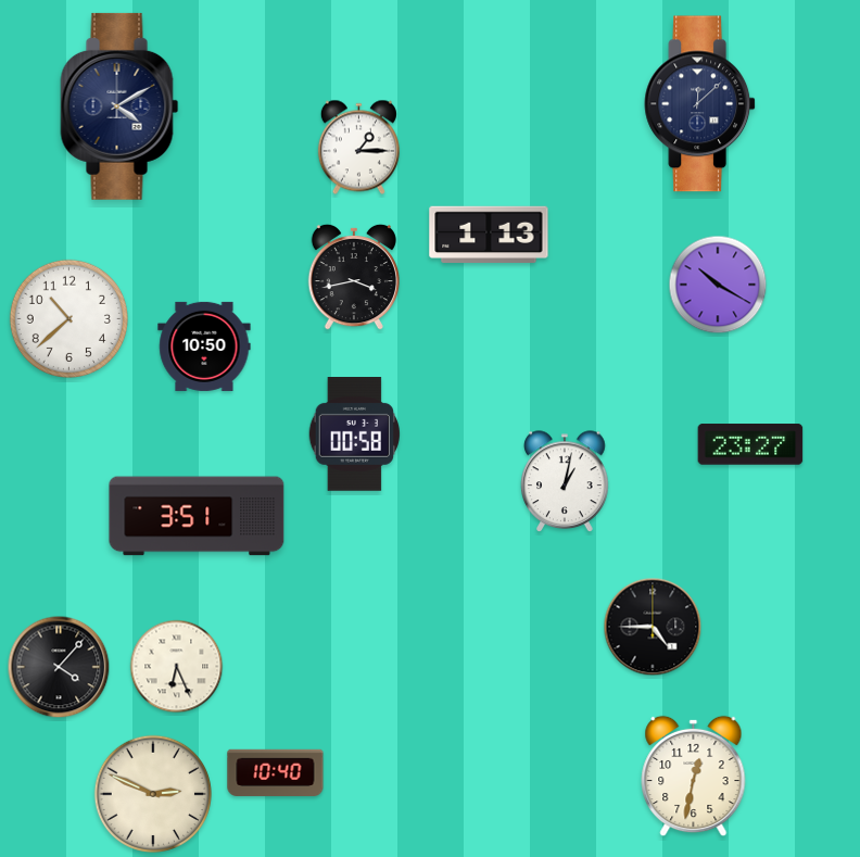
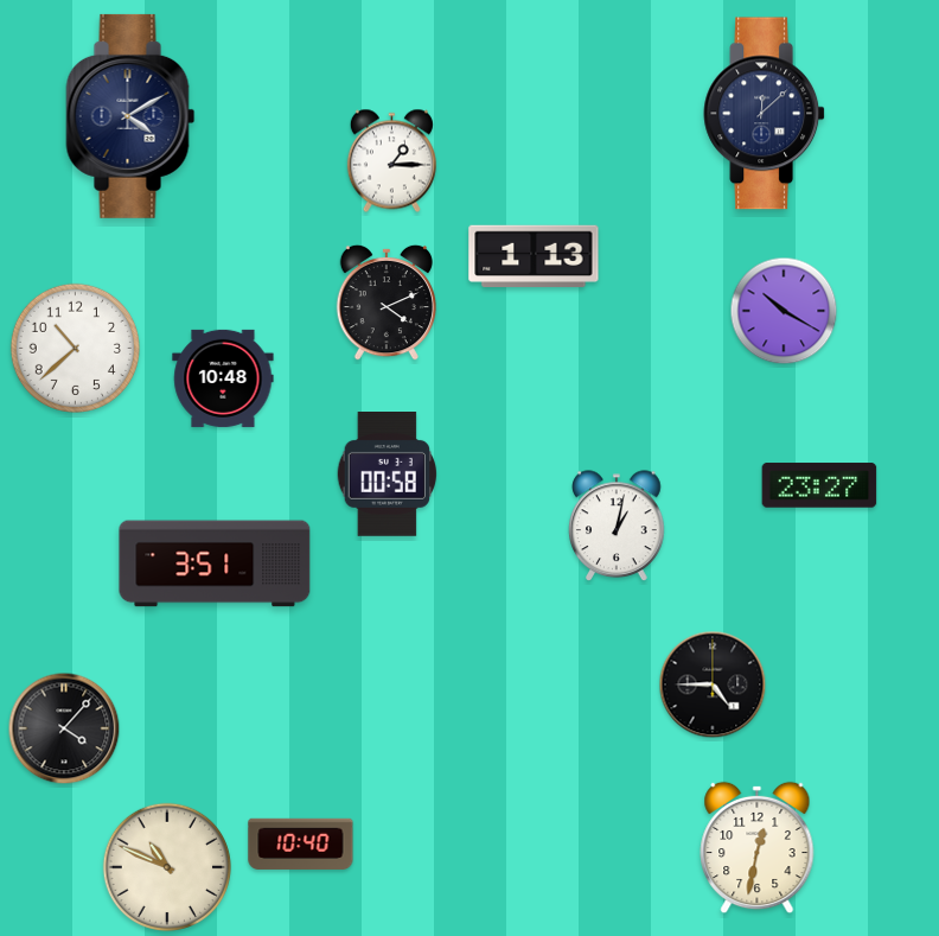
clock at (353, 277): 3:43 -> 4:11
clock at (204, 346): 10:50 -> 10:48
clock at (177, 667): 6:26 -> none
clock at (152, 793): 2:49 -> 10:49
